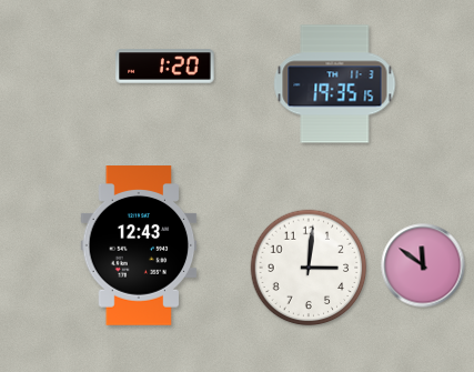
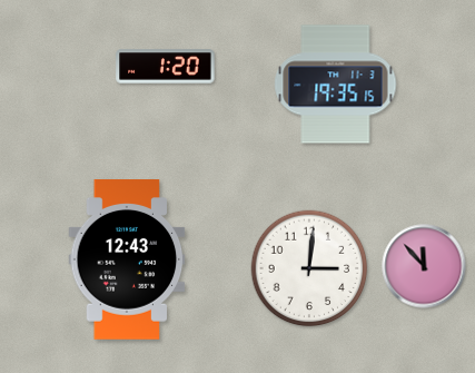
clock at (139, 245) position: (139, 245) -> (127, 259)
clock at (423, 265): 11:51 -> 11:53
